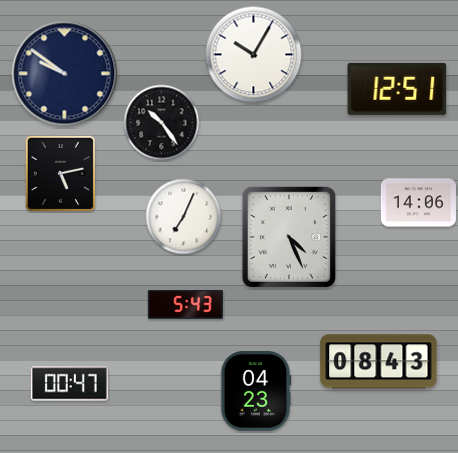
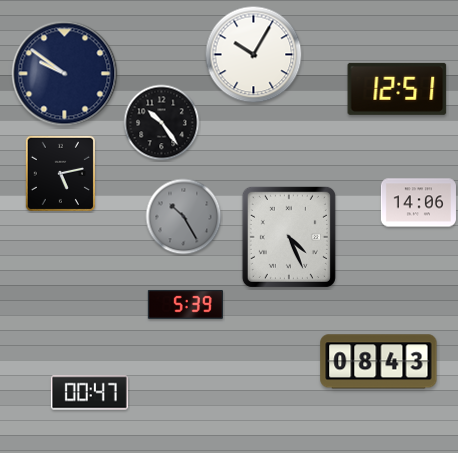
clock at (184, 217): 7:04 -> 10:25
clock at (184, 217) dial: white -> grey
clock at (185, 304): 5:43 -> 5:39
clock at (69, 384) position: (69, 384) -> (89, 393)
clock at (256, 392): 04:23 -> none
